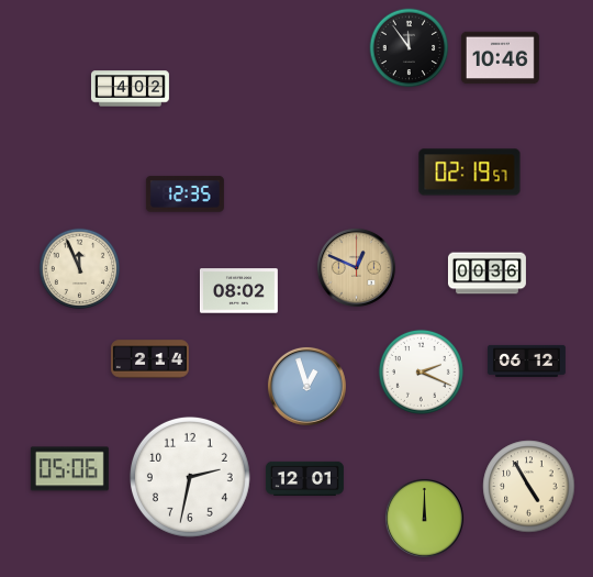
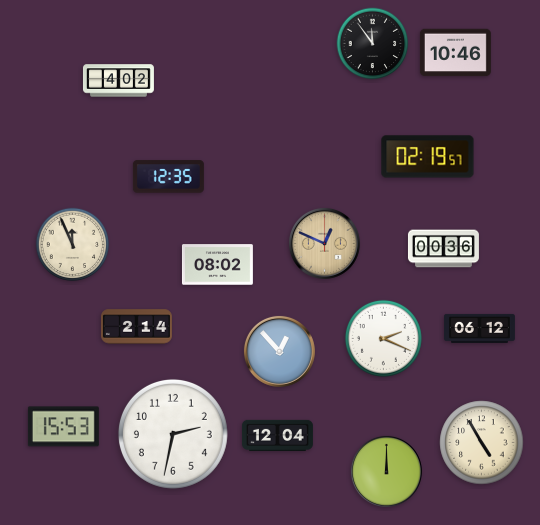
clock at (306, 386): 12:57 -> 12:53
clock at (69, 469): 05:06 -> 15:53
clock at (304, 478): 12:01 -> 12:04
